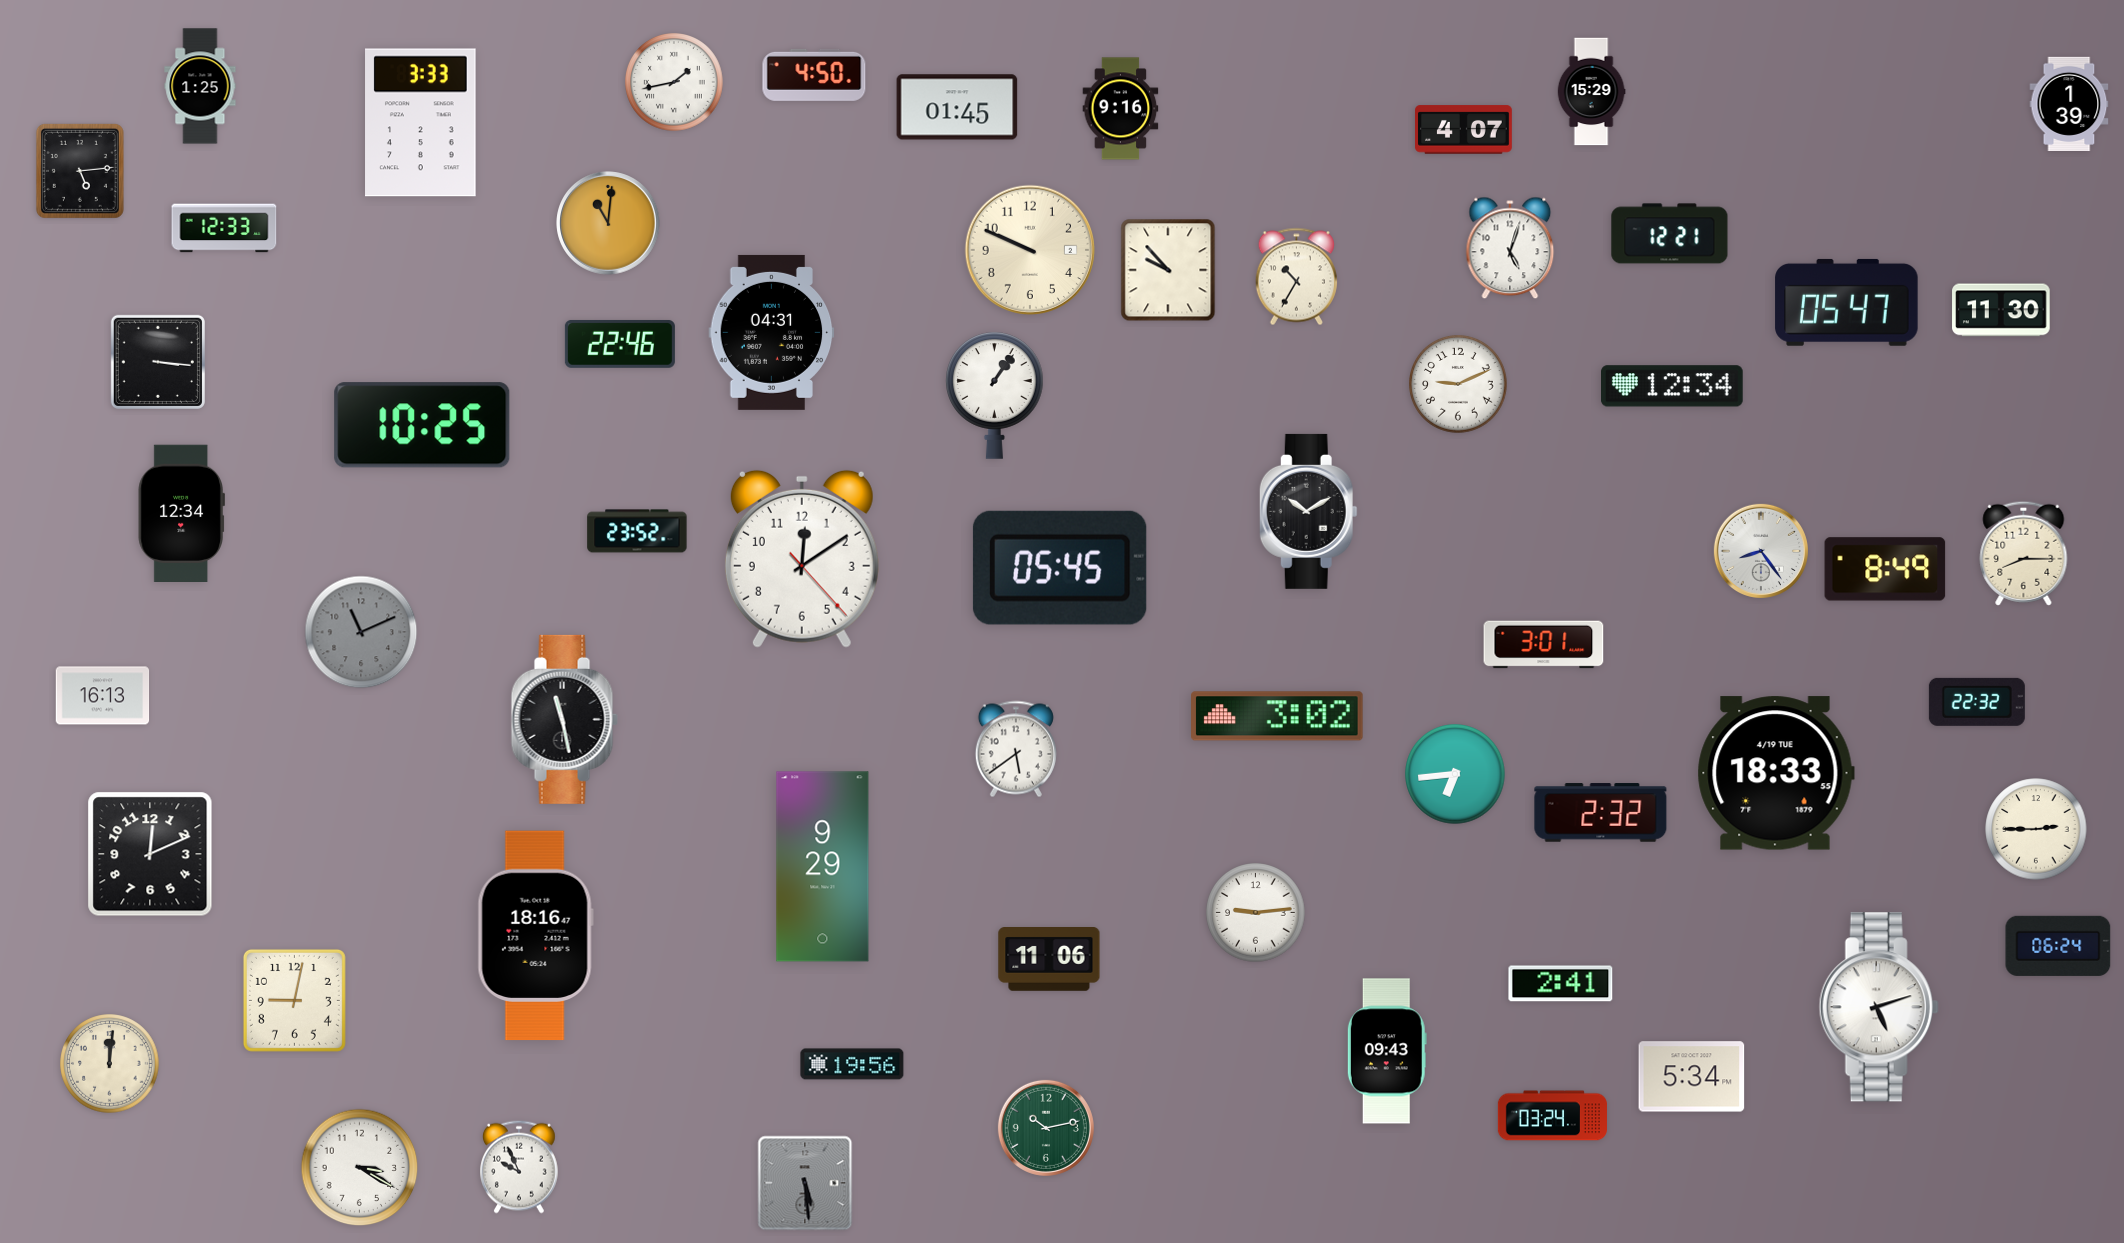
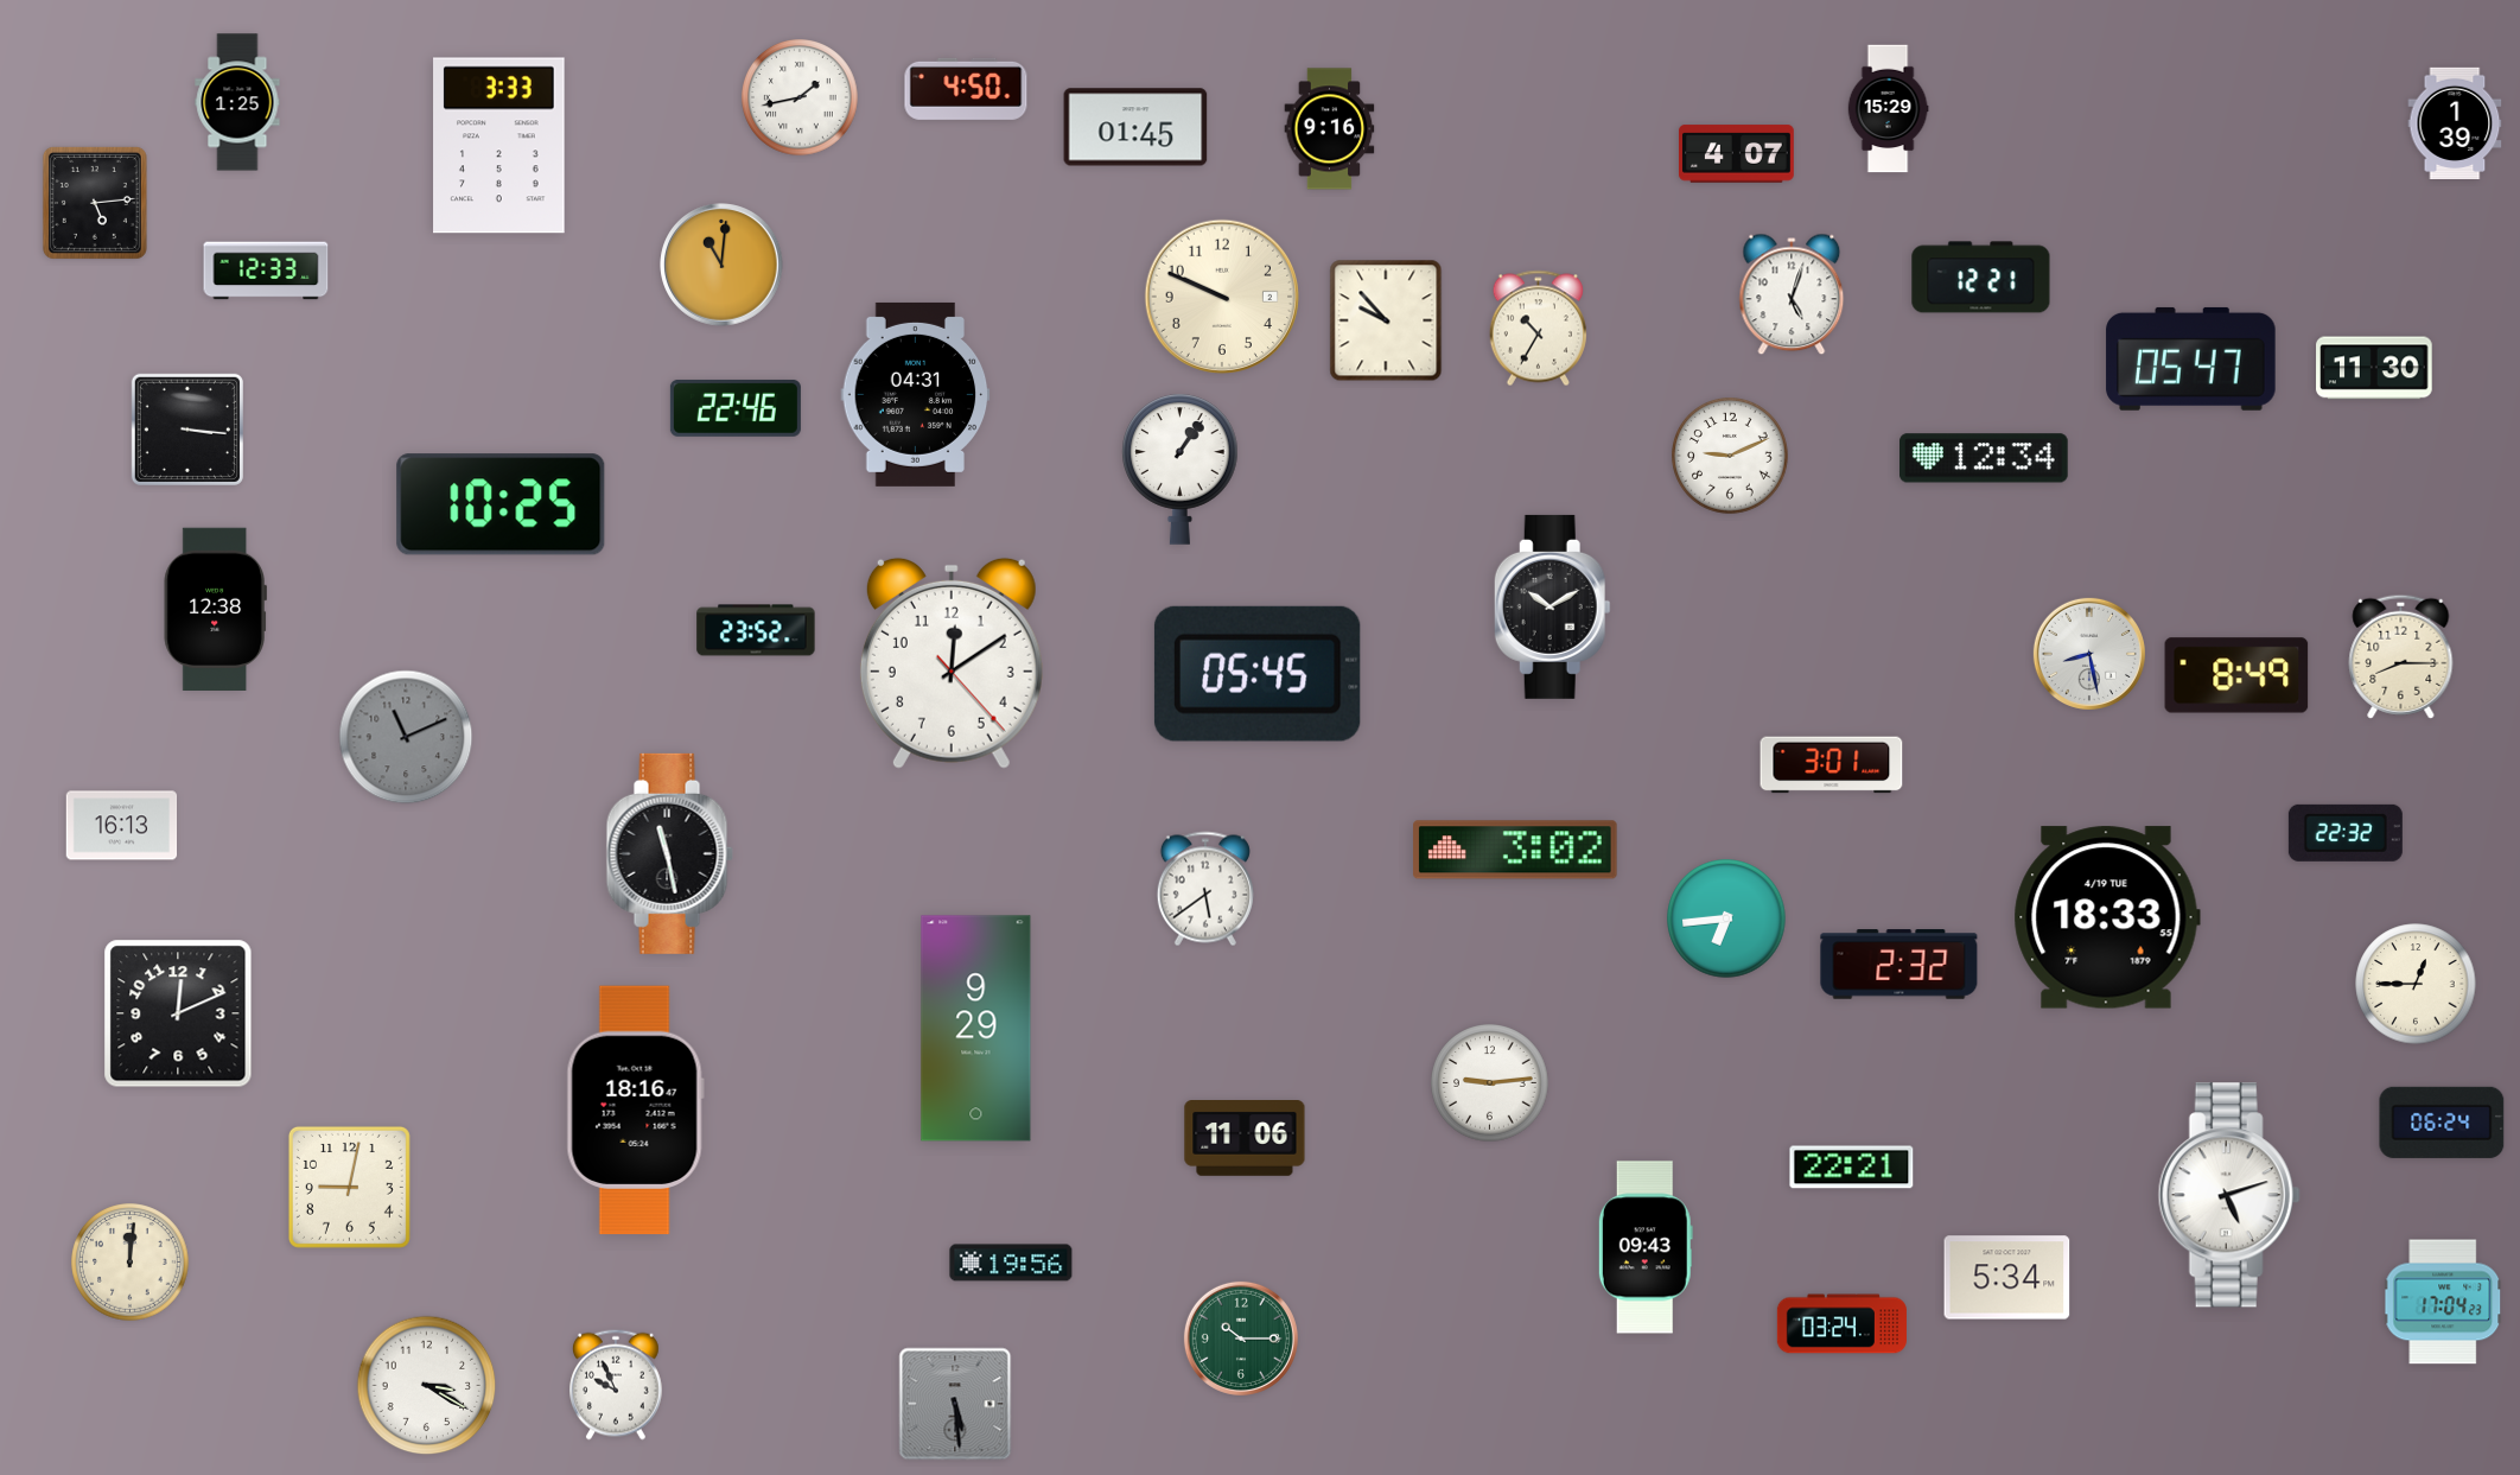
clock at (181, 513): 12:34 -> 12:38
clock at (1761, 551): 8:24 -> 8:28
clock at (361, 632) position: (361, 632) -> (406, 737)
clock at (2036, 829): 2:45 -> 12:45
clock at (1561, 984): 2:41 -> 22:21
clock at (2444, 1302): none -> 17:04
clock at (1046, 1128): 10:13 -> 10:15
